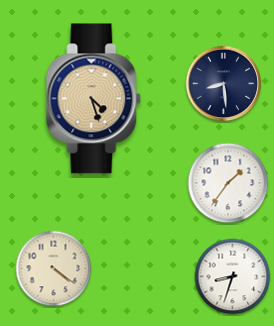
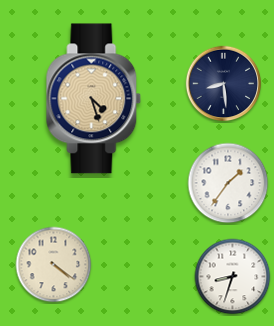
clock at (54, 269) position: (54, 269) -> (54, 265)
